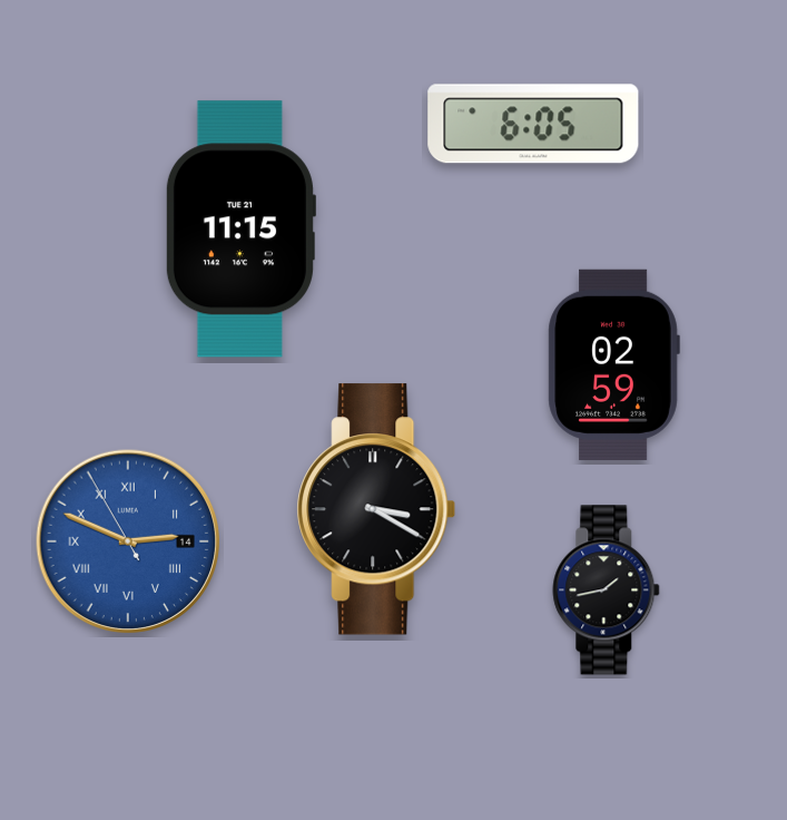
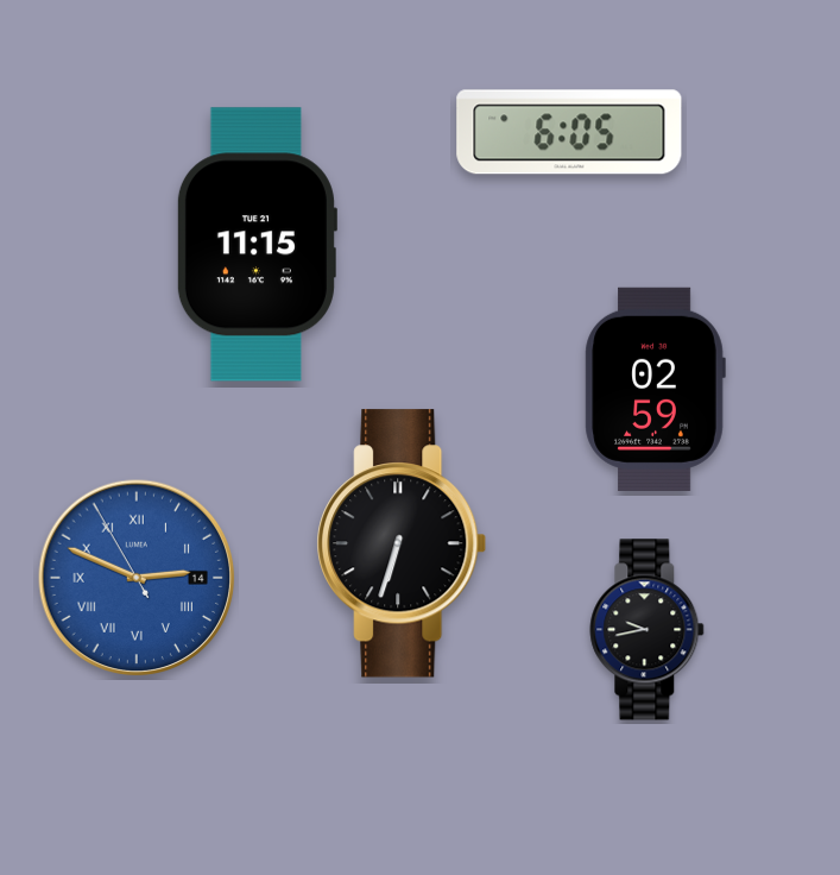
clock at (376, 509): 3:20 -> 6:33
clock at (607, 590): 1:43 -> 9:43
